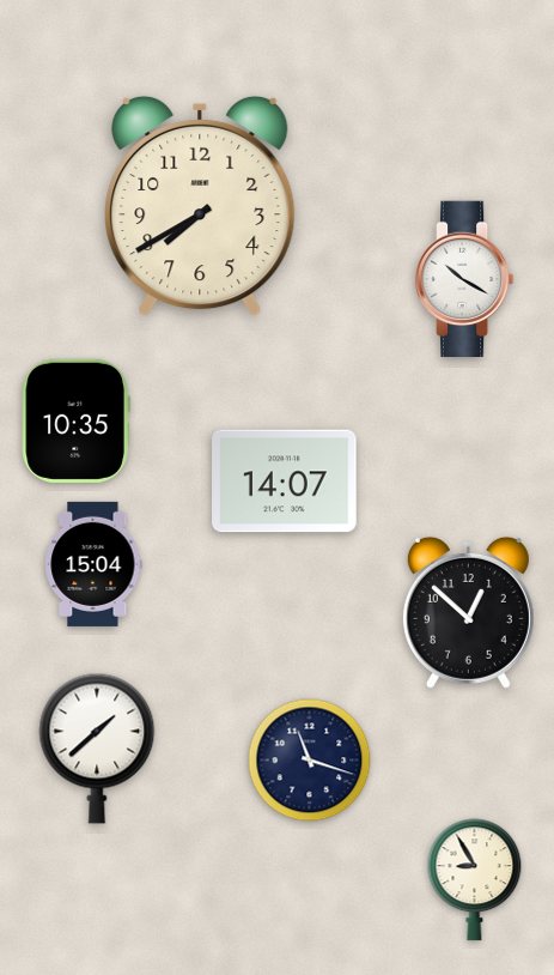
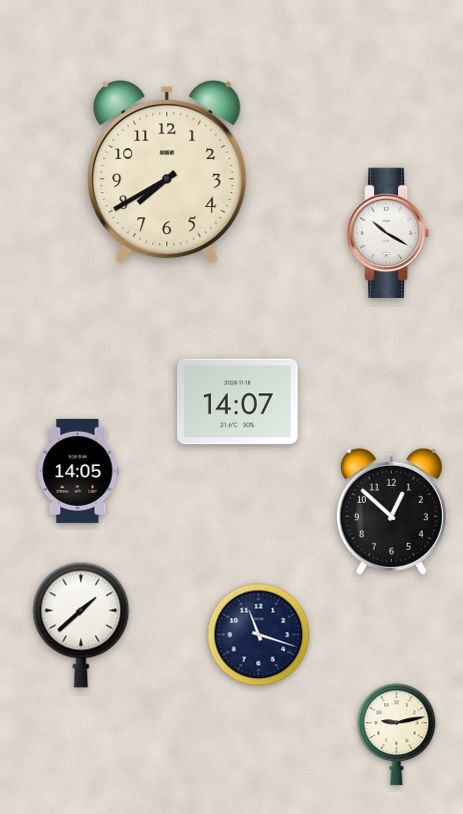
clock at (75, 420): 10:35 -> none
clock at (93, 564): 15:04 -> 14:05
clock at (475, 880): 8:55 -> 9:13
